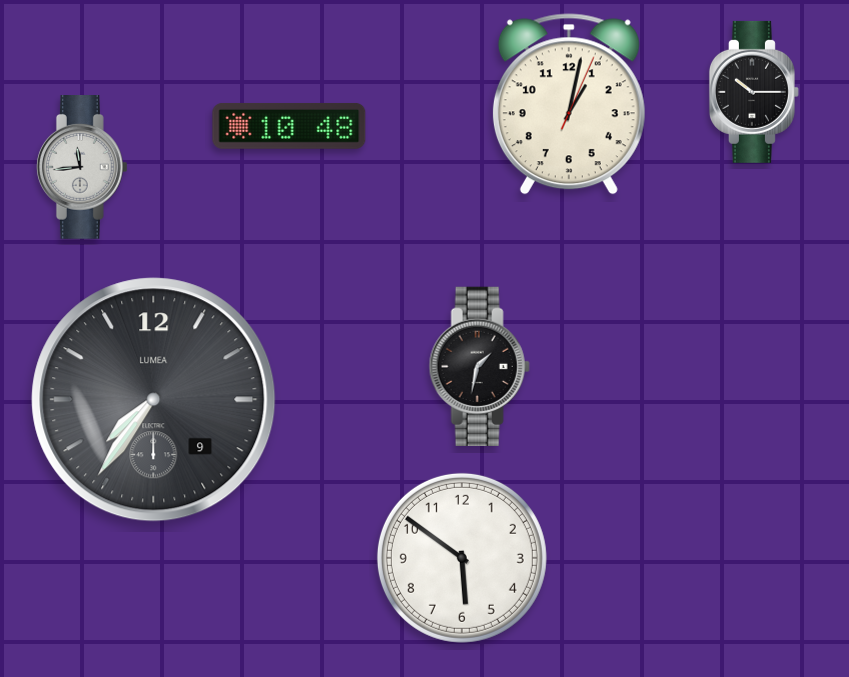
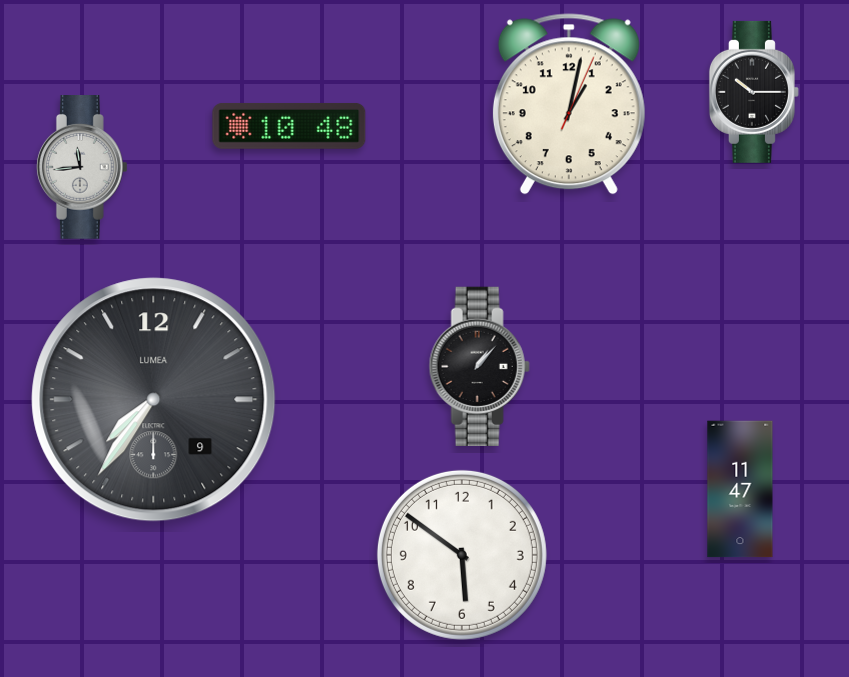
clock at (479, 366): 1:32 -> 1:07
clock at (740, 489): none -> 11:47
clock at (462, 558) position: (462, 558) -> (462, 555)
